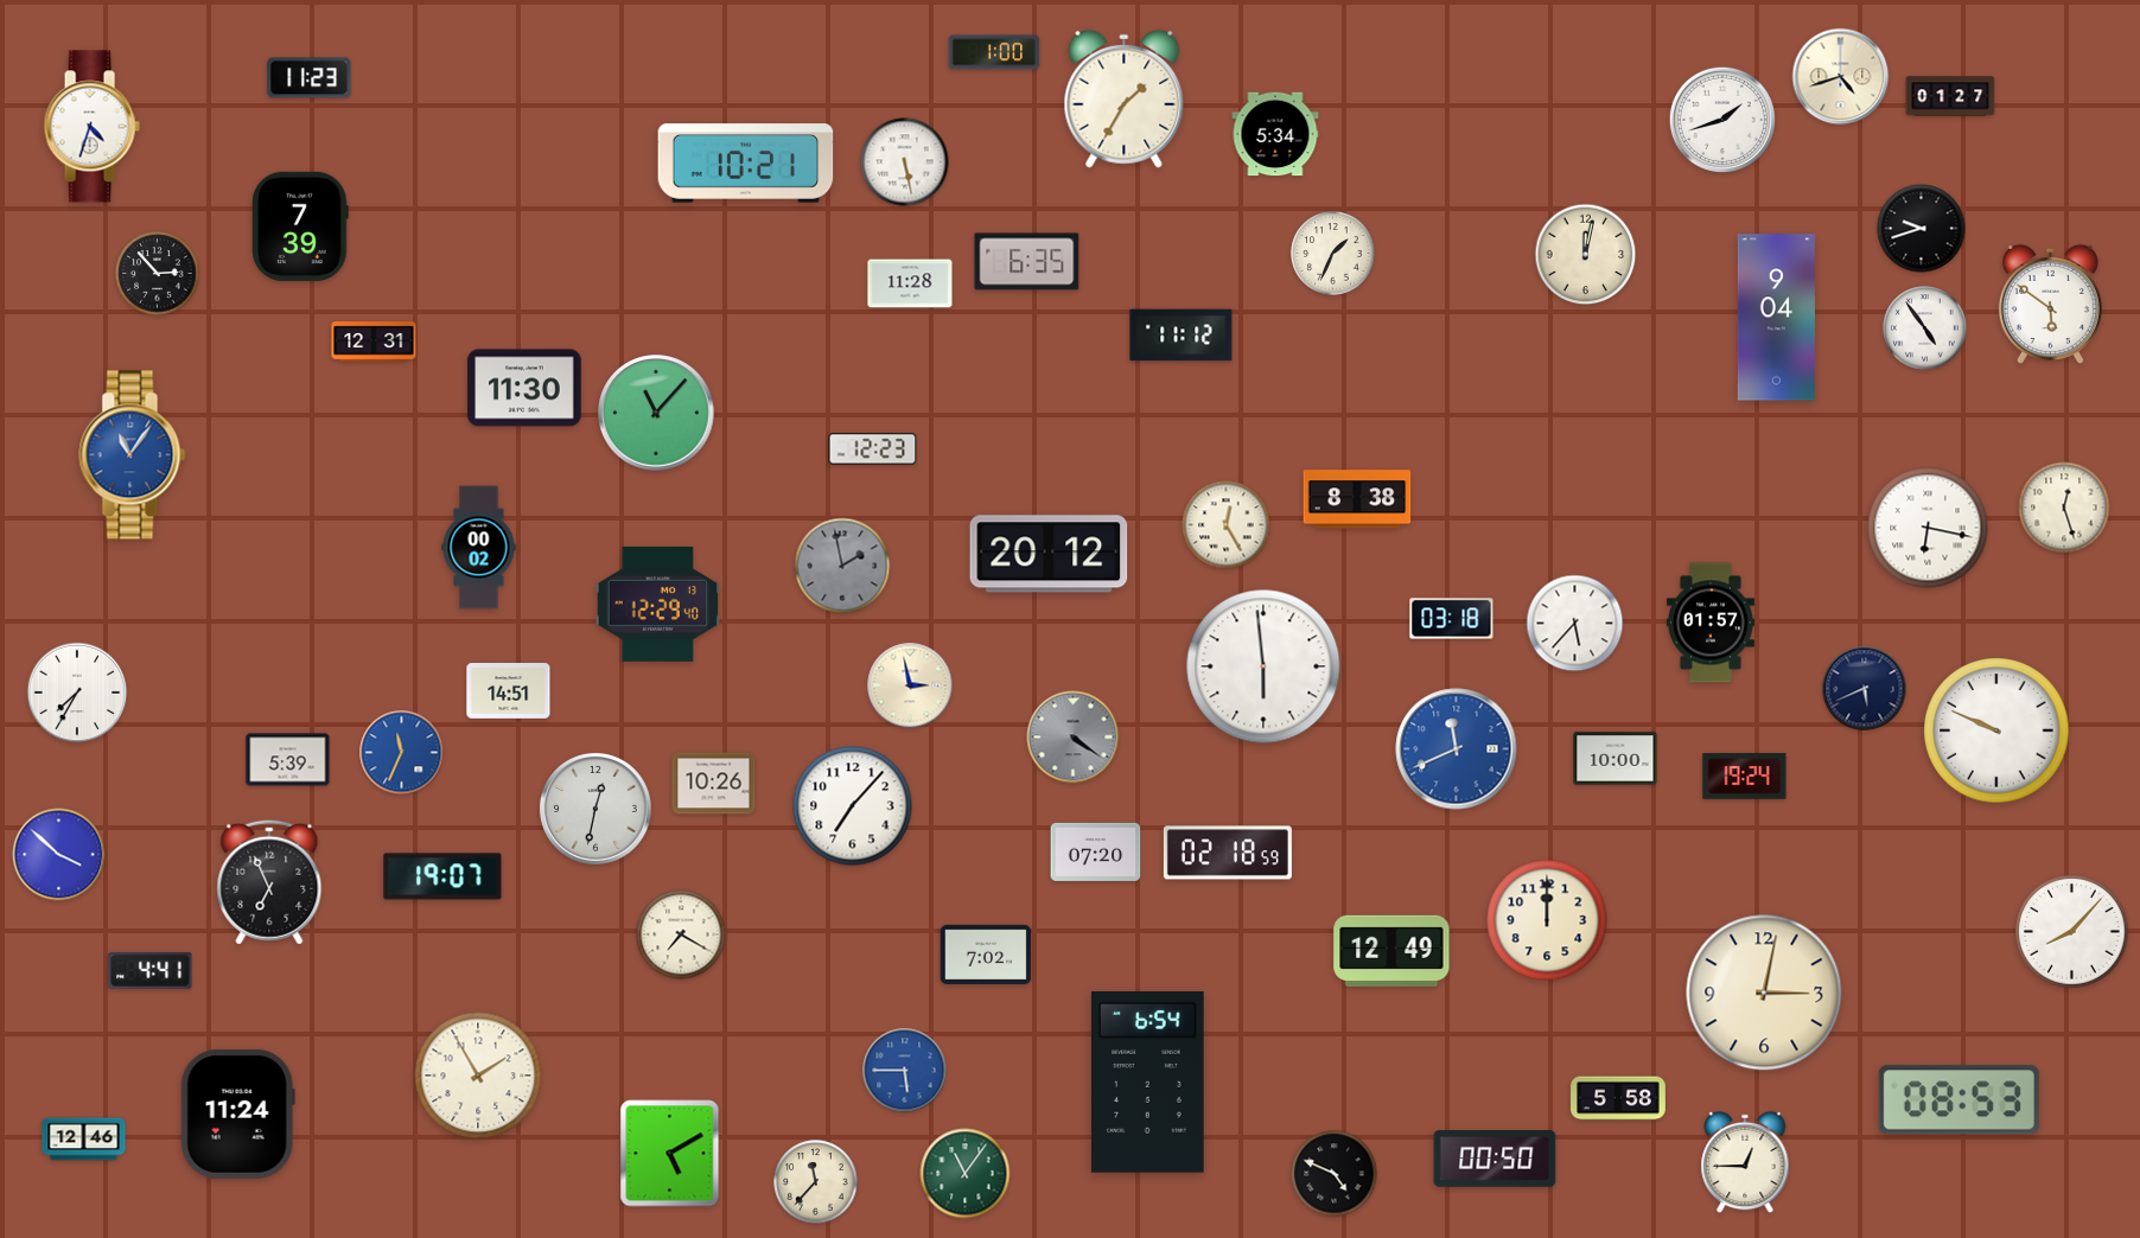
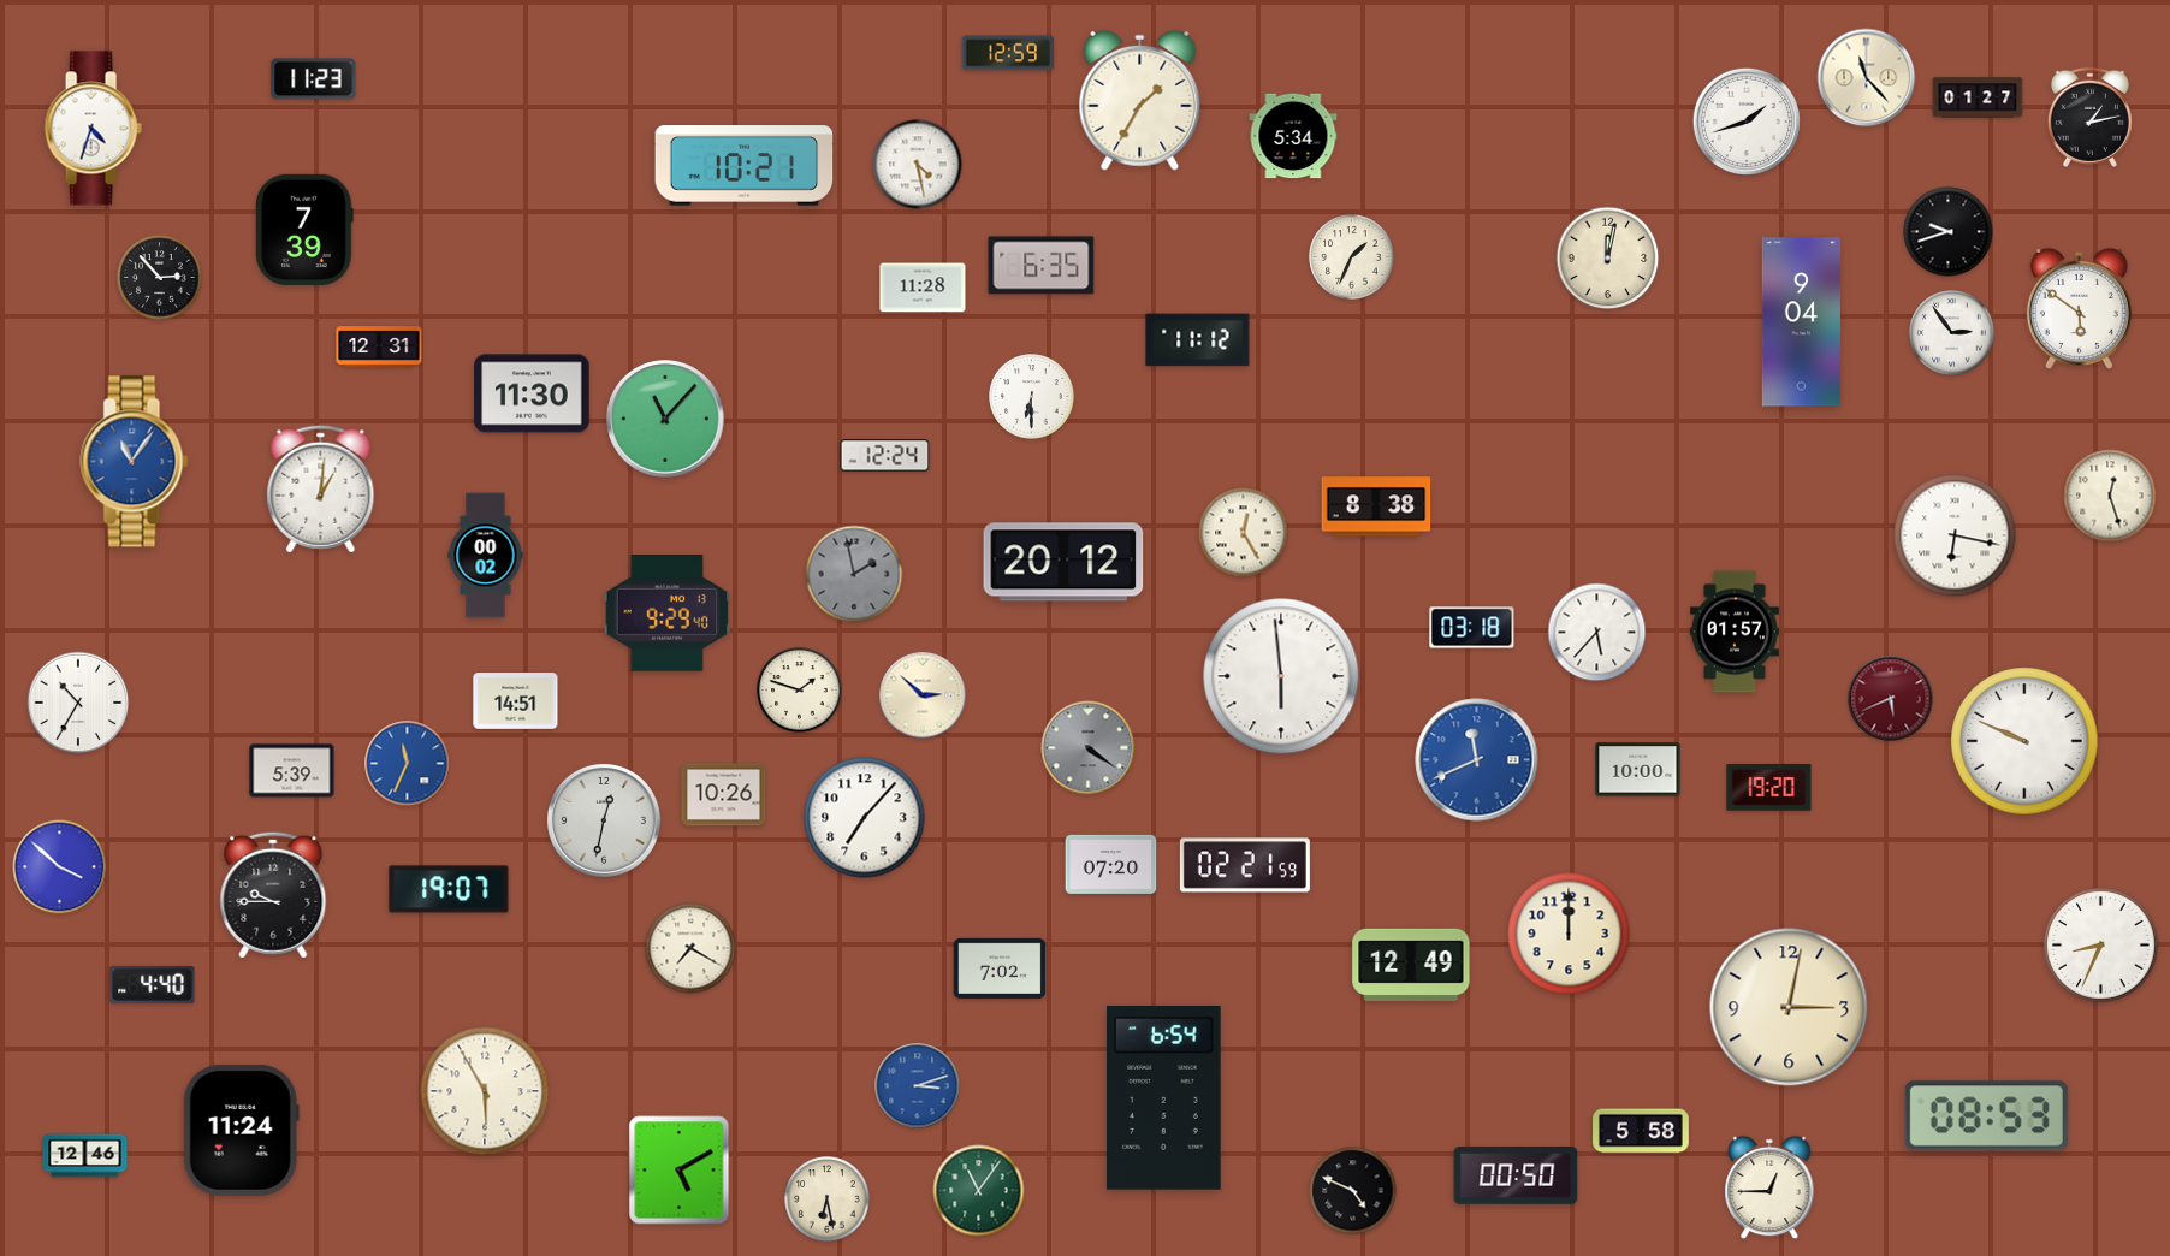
clock at (994, 52): 1:00 -> 12:59
clock at (1841, 77): 4:42 -> 11:23
clock at (2089, 117): none -> 1:13
clock at (905, 162): 5:28 -> 4:28
clock at (746, 164) position: (746, 164) -> (745, 166)
clock at (1925, 328): 4:54 -> 2:54
clock at (1032, 397): none -> 6:30
clock at (873, 449): 12:23 -> 12:24
clock at (321, 490): none -> 1:01
clock at (2064, 508) position: (2064, 508) -> (2110, 496)
clock at (658, 604): 12:29 -> 9:29
clock at (800, 691): none -> 1:48
clock at (910, 685): 2:58 -> 2:52
clock at (1865, 689) dial: navy -> burgundy
clock at (77, 693): 7:35 -> 10:35
clock at (1745, 777): 19:24 -> 19:20
clock at (1228, 853): 02:18 -> 02:21
clock at (269, 882): 6:56 -> 9:45
clock at (2072, 932): 8:07 -> 8:34
clock at (151, 971): 4:41 -> 4:40
clock at (905, 1071): 5:45 -> 3:12
clock at (478, 1076): 1:55 -> 5:55
clock at (1619, 1098) position: (1619, 1098) -> (1642, 1131)
clock at (1745, 1162) position: (1745, 1162) -> (1769, 1187)
clock at (816, 1182): 11:37 -> 6:28
